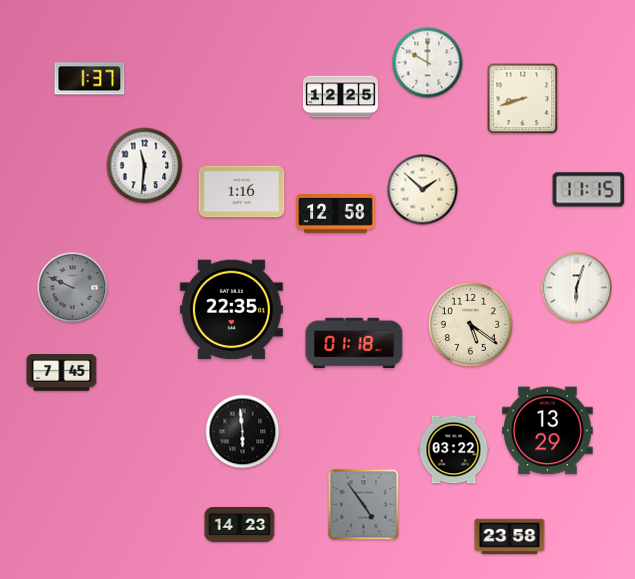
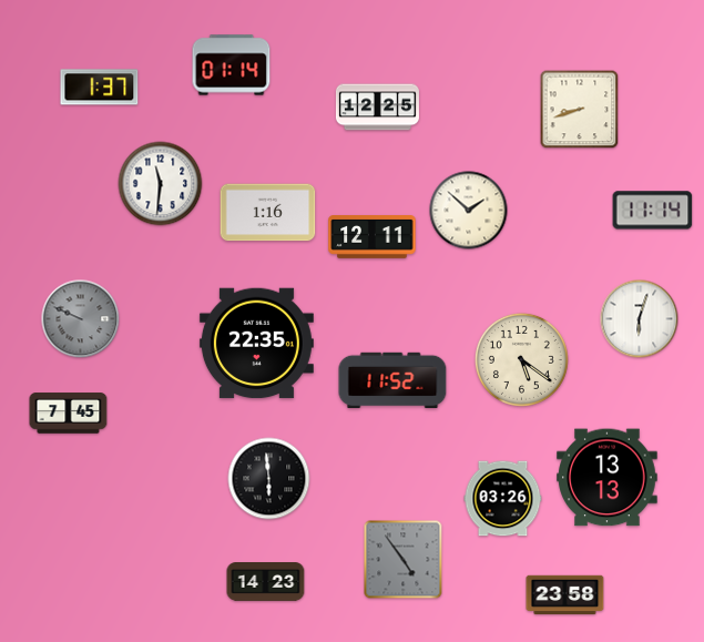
clock at (232, 65): none -> 01:14
clock at (428, 63): 10:00 -> none
clock at (589, 190): 11:15 -> 11:14
clock at (336, 214): 12:58 -> 12:11
clock at (354, 343): 01:18 -> 11:52
clock at (548, 431): 13:29 -> 13:13
clock at (454, 450): 03:22 -> 03:26
